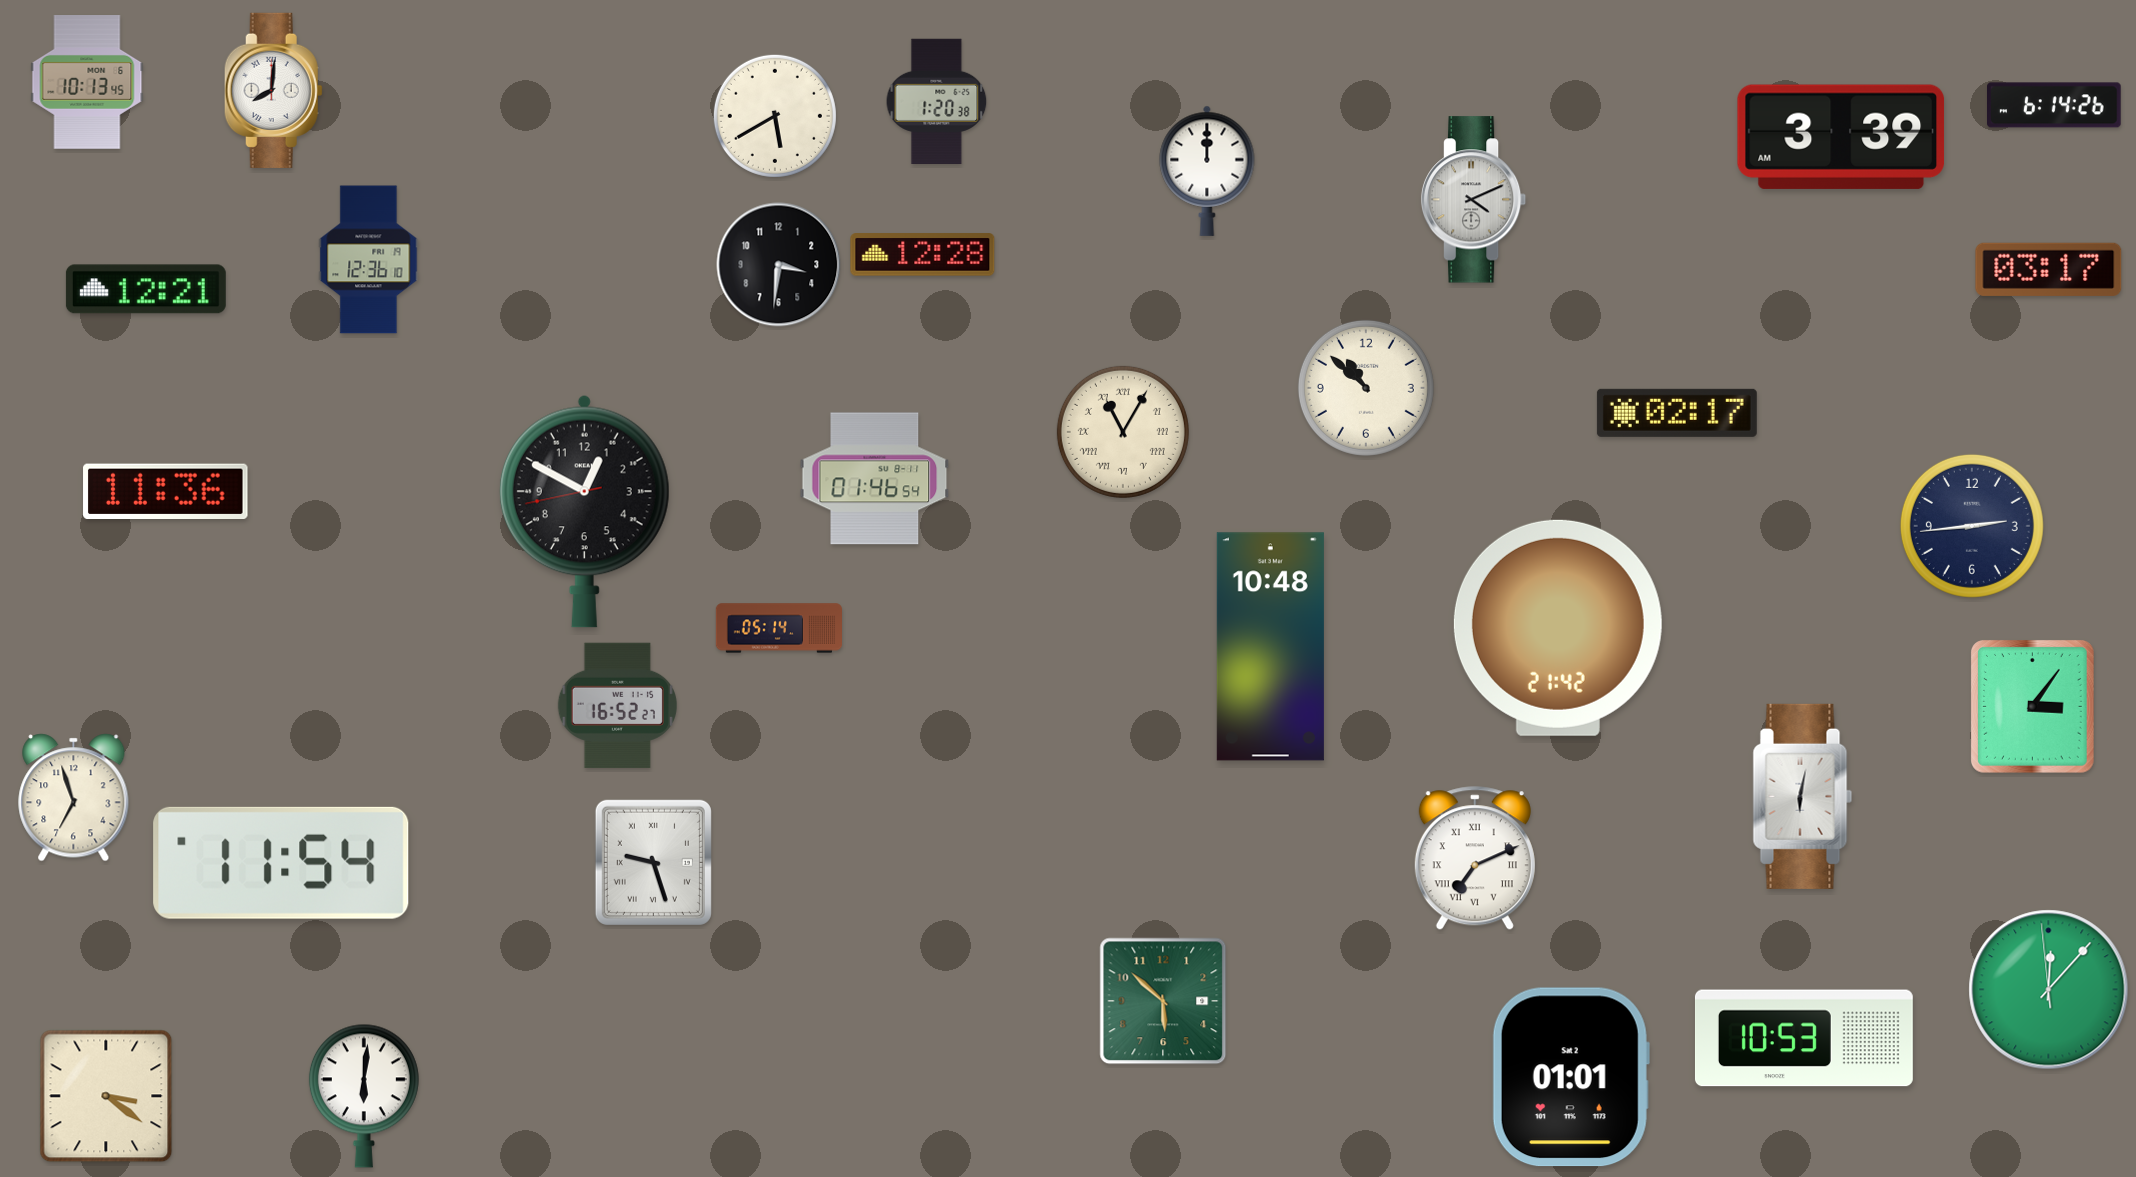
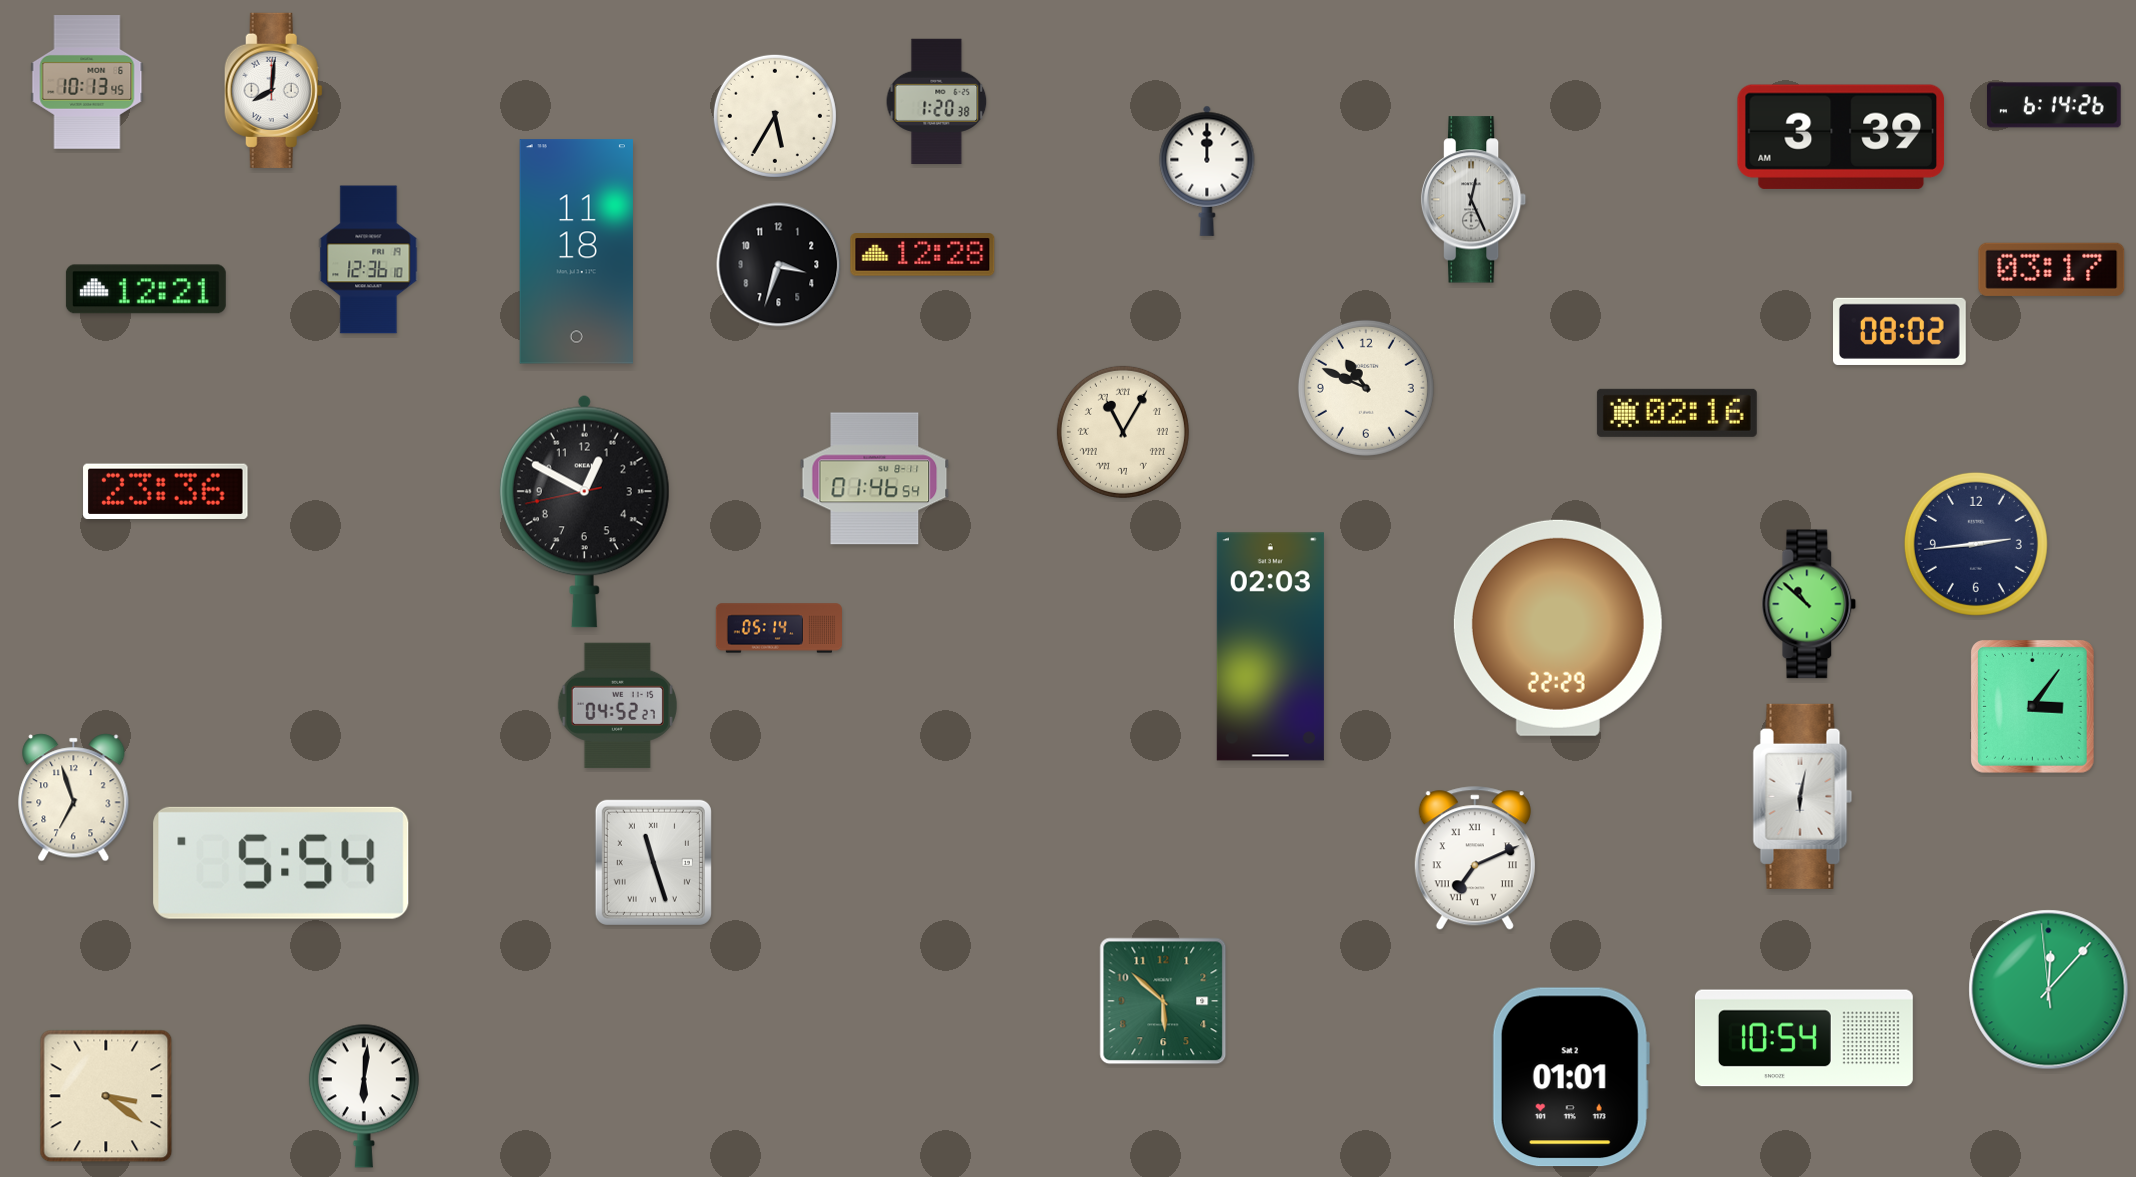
clock at (775, 116): 5:40 -> 5:35
clock at (1474, 200): 4:11 -> 12:26
clock at (576, 252): none -> 11:18
clock at (779, 265): 3:31 -> 3:33
clock at (2049, 269) position: (2049, 269) -> (2052, 269)
clock at (1900, 331): none -> 08:02
clock at (1366, 388): 10:52 -> 10:49
clock at (1677, 413): 02:17 -> 02:16
clock at (166, 491): 11:36 -> 23:36
clock at (1972, 526) position: (1972, 526) -> (1976, 544)
clock at (1809, 604): none -> 10:52
clock at (1558, 628): 21:42 -> 22:29
clock at (1270, 647): 10:48 -> 02:03
clock at (617, 705): 16:52 -> 04:52
clock at (653, 862): 9:27 -> 11:27
clock at (281, 863): 11:54 -> 5:54
clock at (1804, 1038): 10:53 -> 10:54
